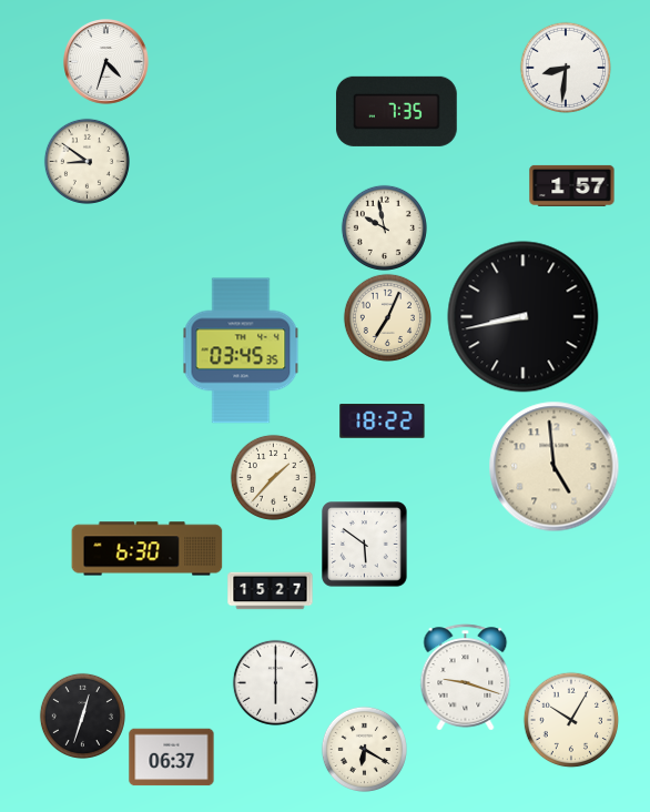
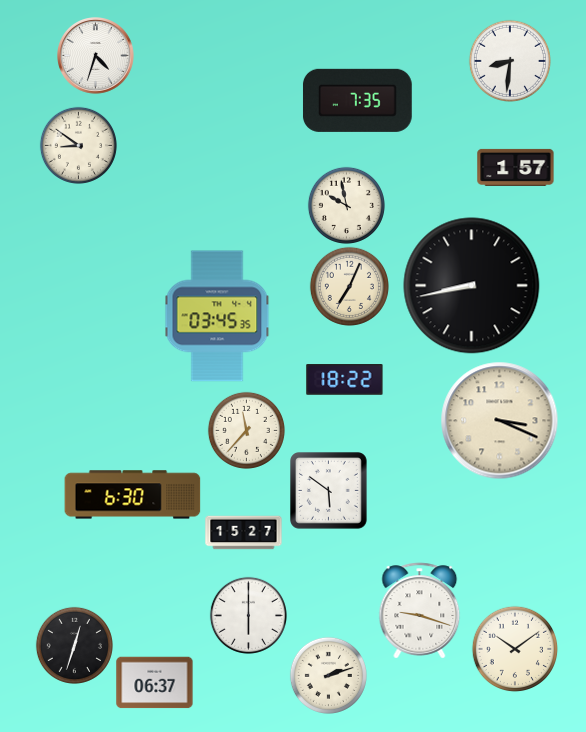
clock at (555, 467): 4:59 -> 3:19
clock at (273, 477): 1:37 -> 11:37
clock at (571, 720): 10:05 -> 10:09
clock at (364, 749): 6:20 -> 2:12
